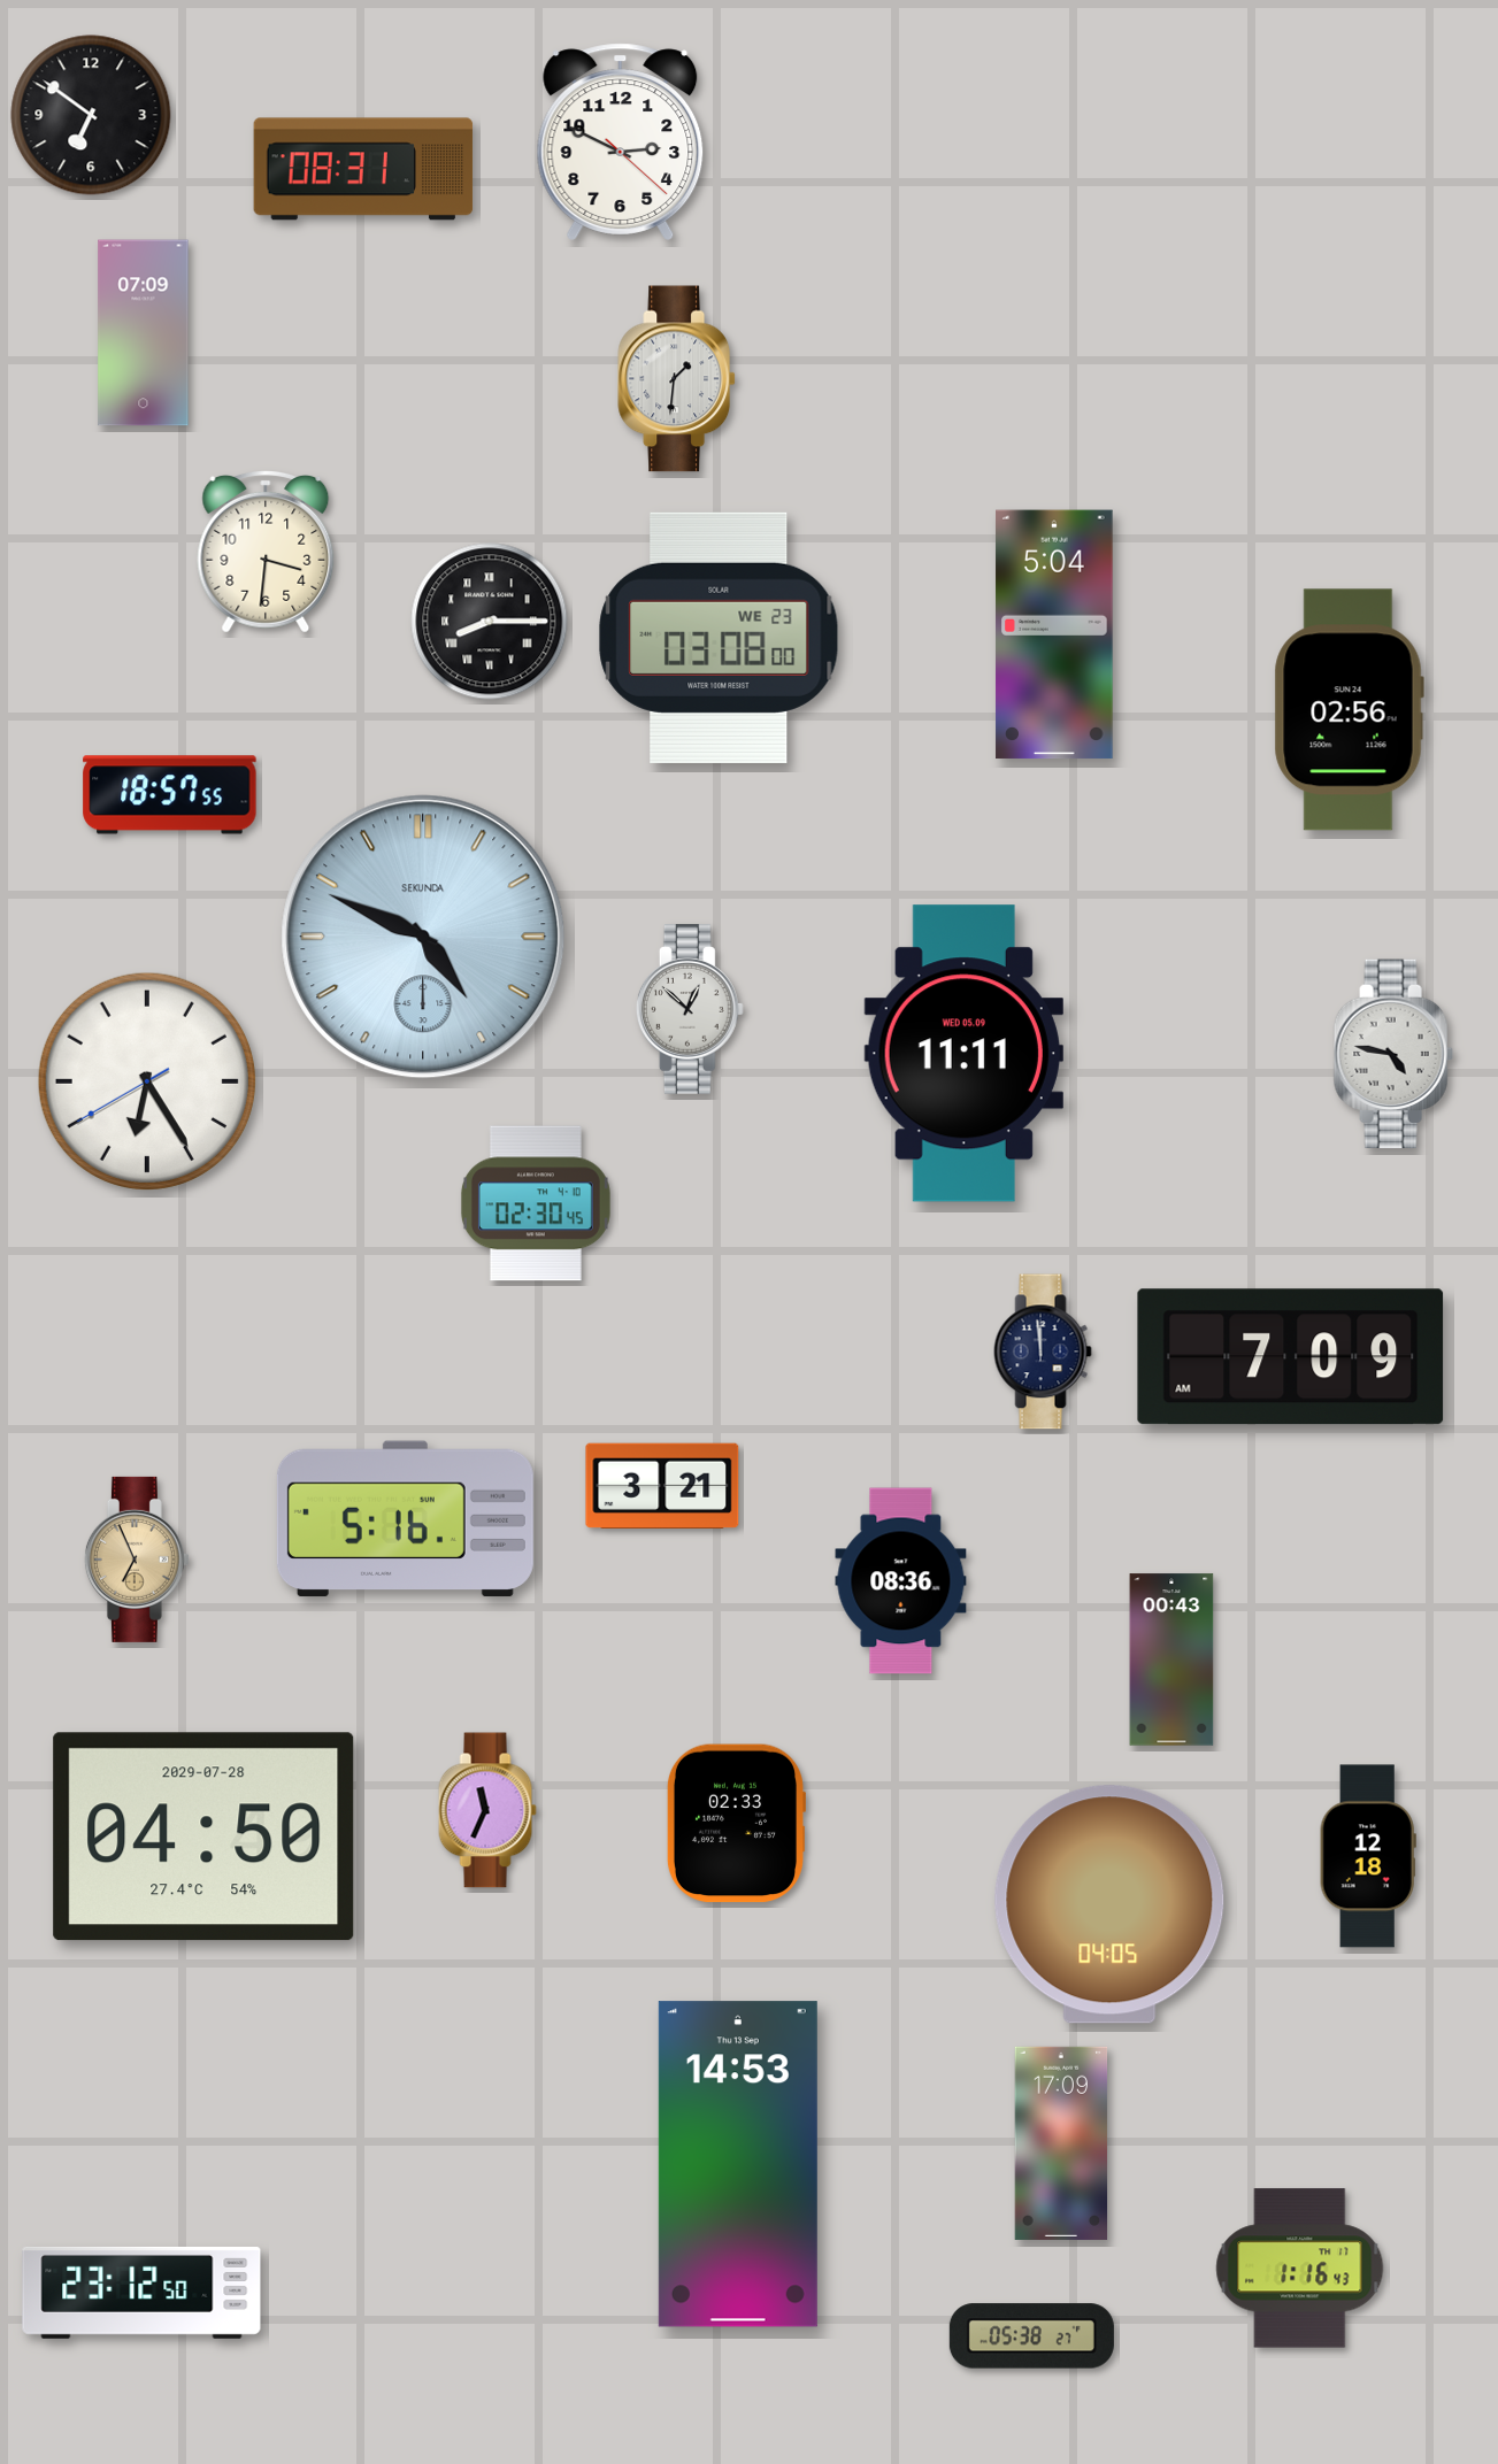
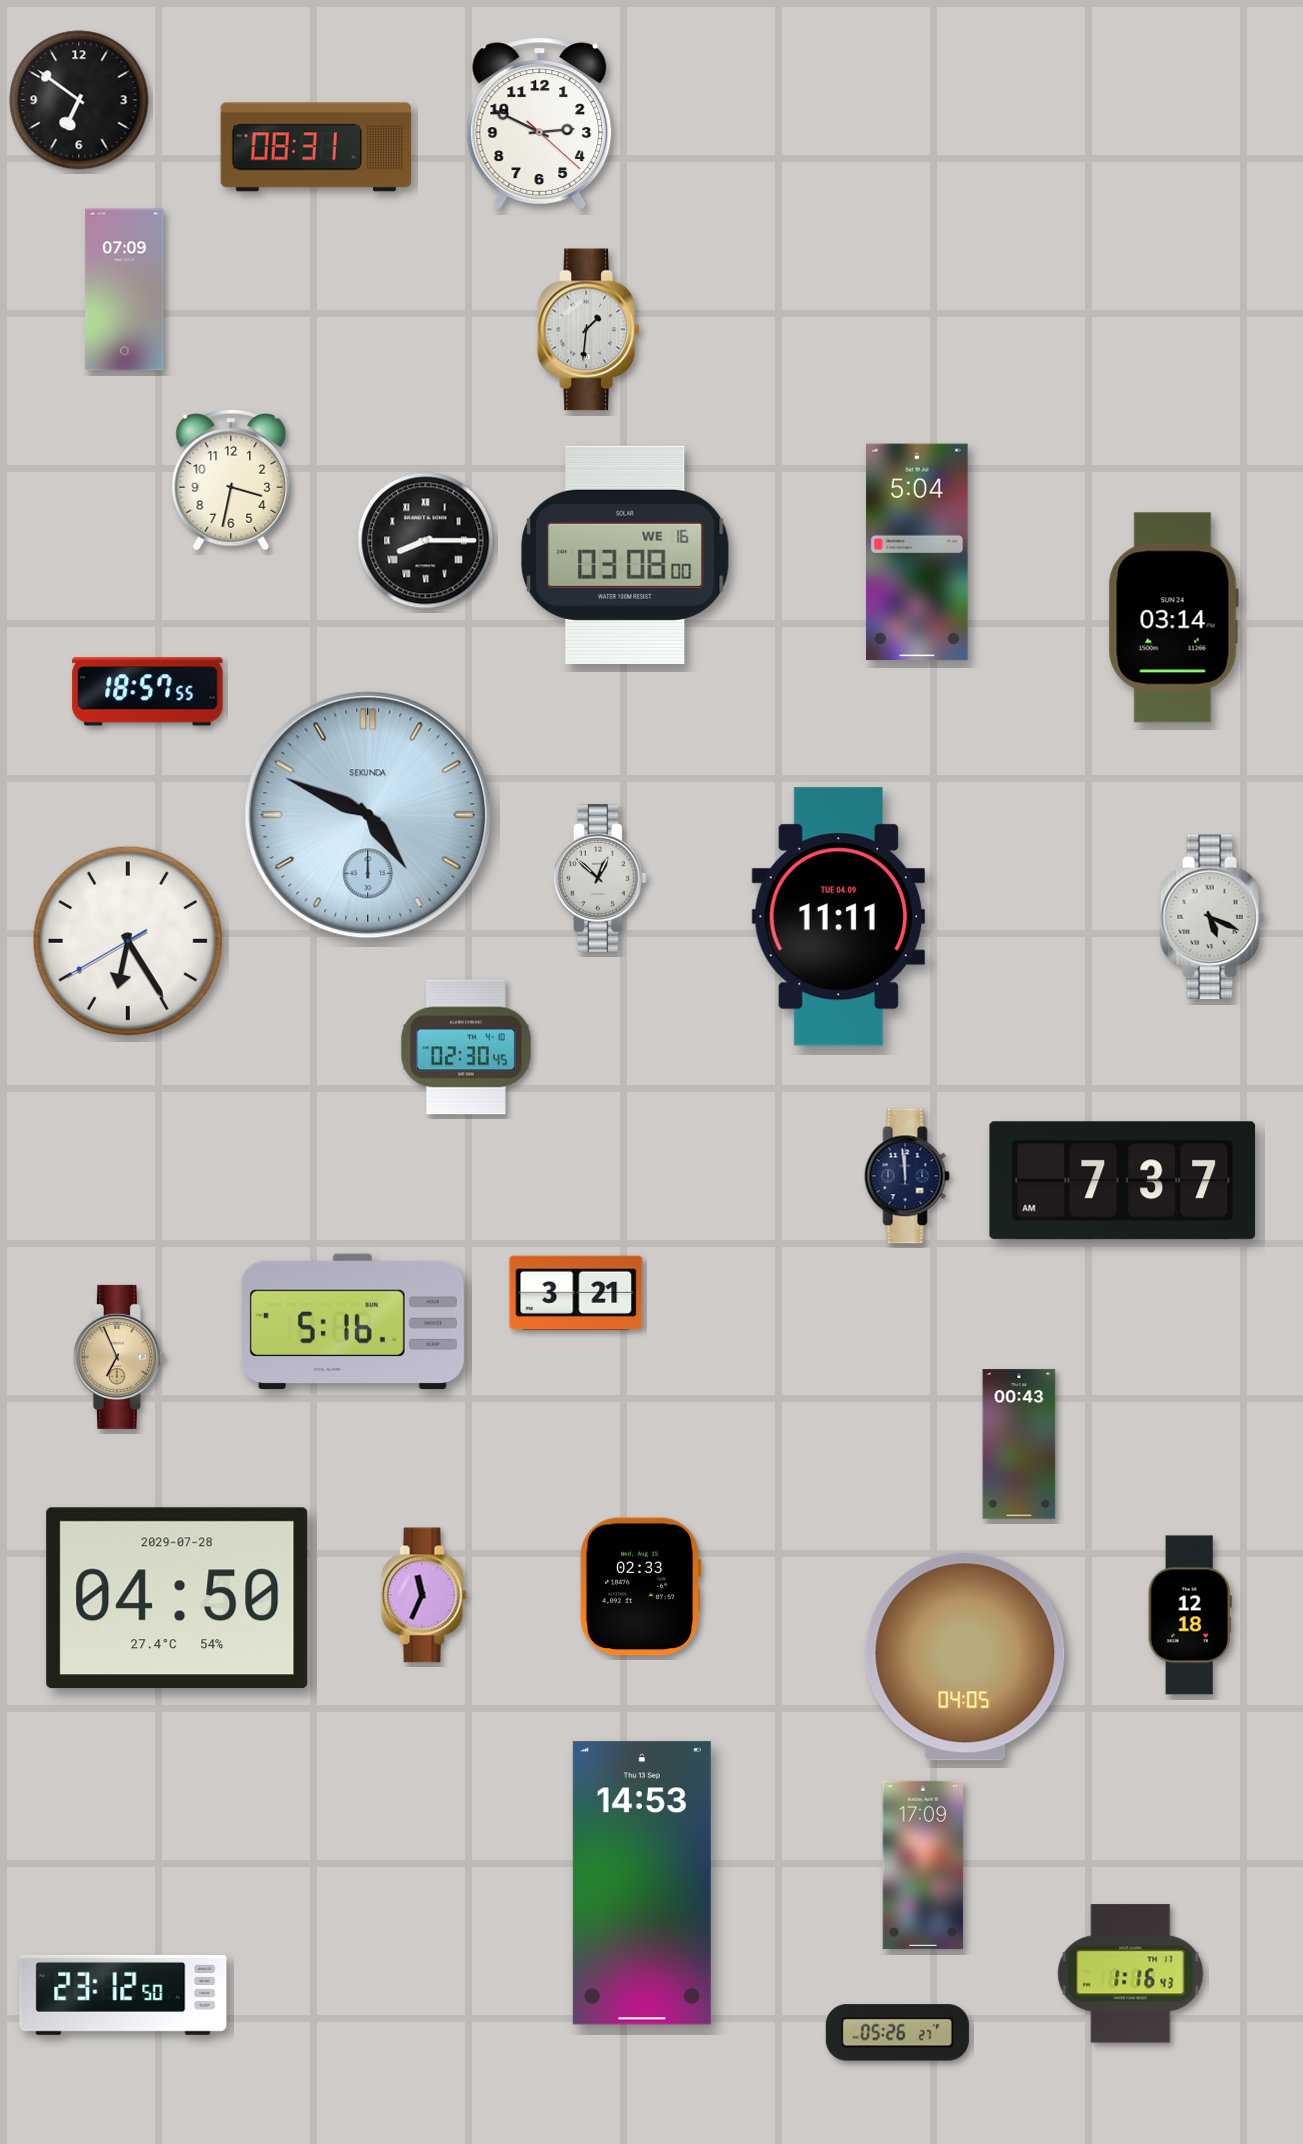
clock at (266, 552): 3:31 -> 3:32
clock at (719, 638) date: WE 23 -> WE 16
clock at (1349, 710): 02:56 -> 03:14
clock at (963, 1054) date: WED 05.09 -> TUE 04.09
clock at (1393, 1054): 4:47 -> 5:19
clock at (1291, 1357): 7:09 -> 7:37
clock at (901, 1581): 08:36 -> none
clock at (487, 1810) position: (487, 1810) -> (424, 1595)
clock at (1031, 2336): 05:38 -> 05:26
